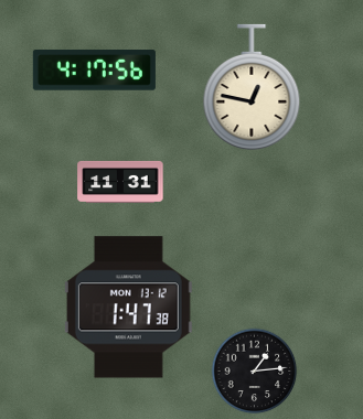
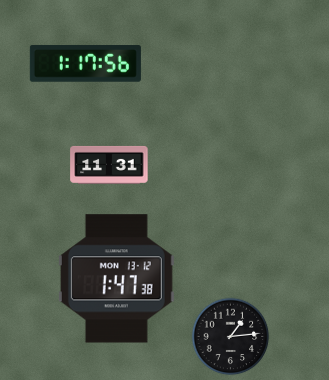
clock at (94, 71): 4:17 -> 1:17
clock at (252, 87): 12:47 -> none
